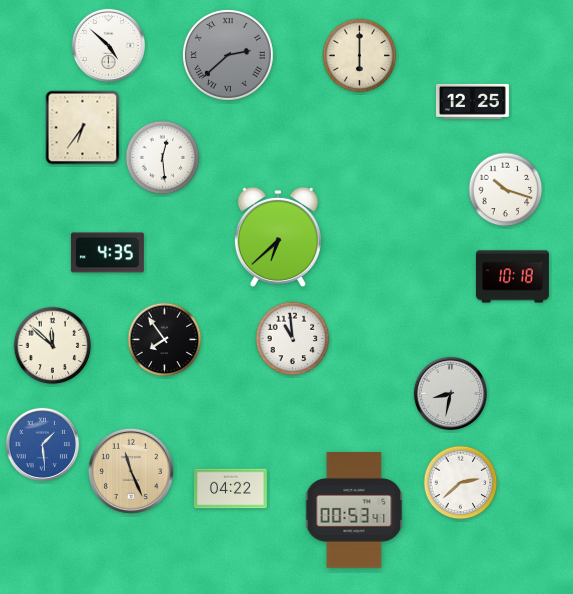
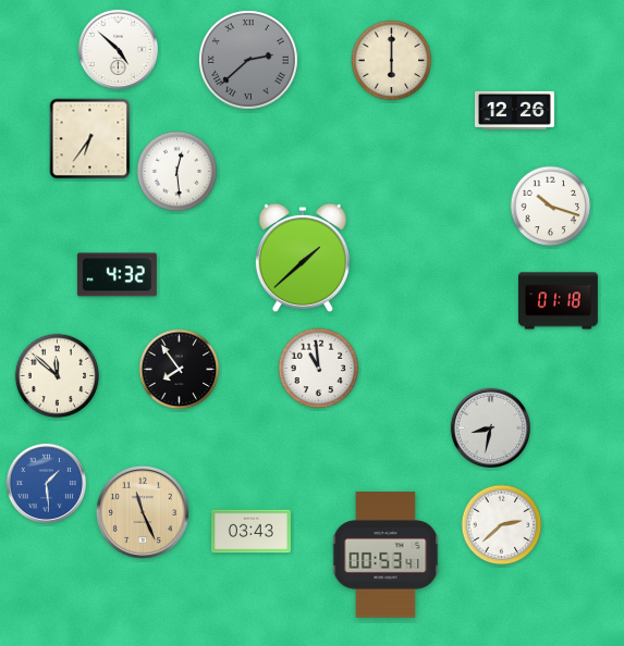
clock at (472, 101): 12:25 -> 12:26
clock at (278, 237): 6:38 -> 1:38
clock at (107, 253): 4:35 -> 4:32
clock at (512, 277): 10:18 -> 01:18
clock at (230, 489): 04:22 -> 03:43
